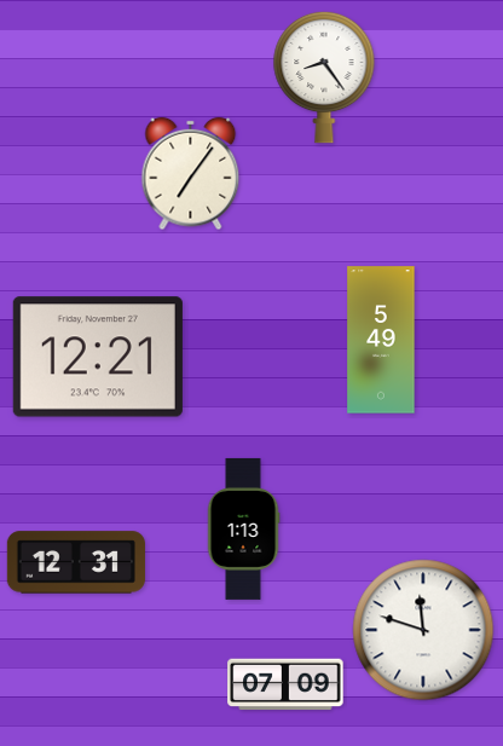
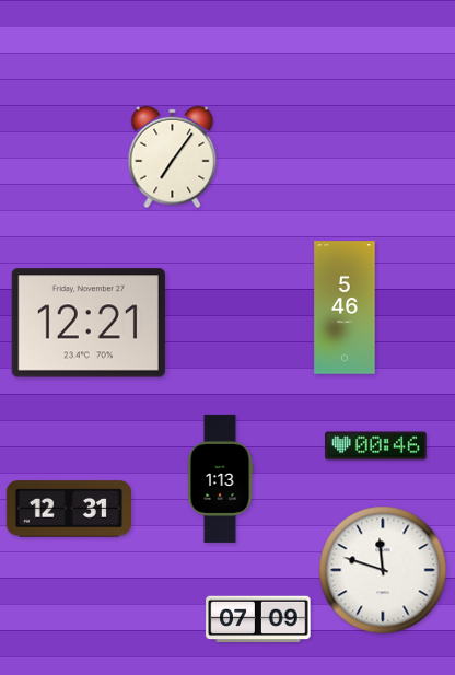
clock at (324, 77): 8:24 -> none
clock at (381, 340): 5:49 -> 5:46
clock at (376, 446): none -> 00:46
